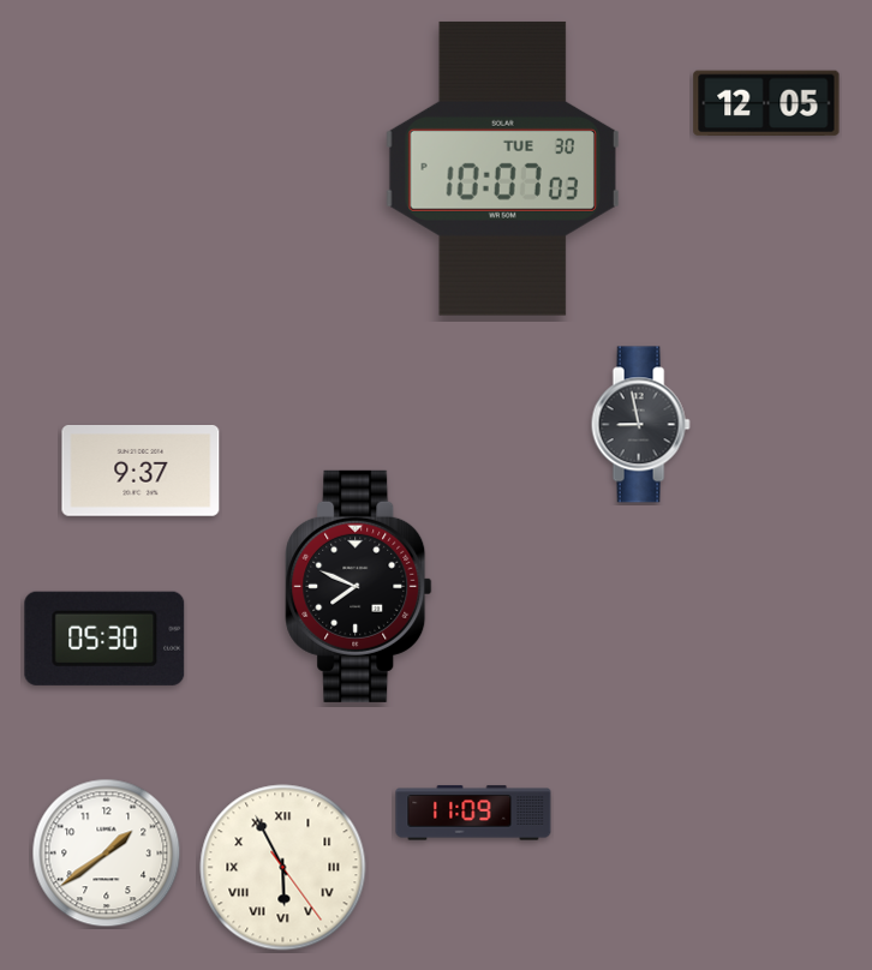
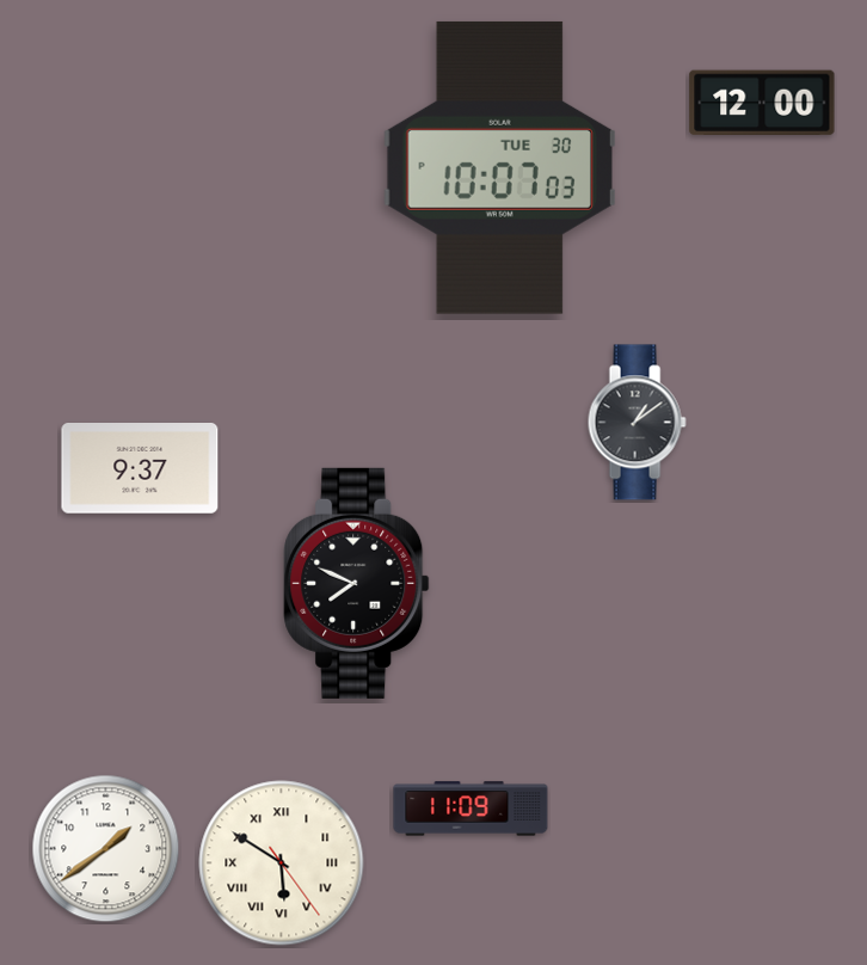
clock at (766, 102): 12:05 -> 12:00
clock at (640, 425): 8:58 -> 1:09
clock at (104, 639): 05:30 -> none
clock at (283, 868): 5:55 -> 5:50
